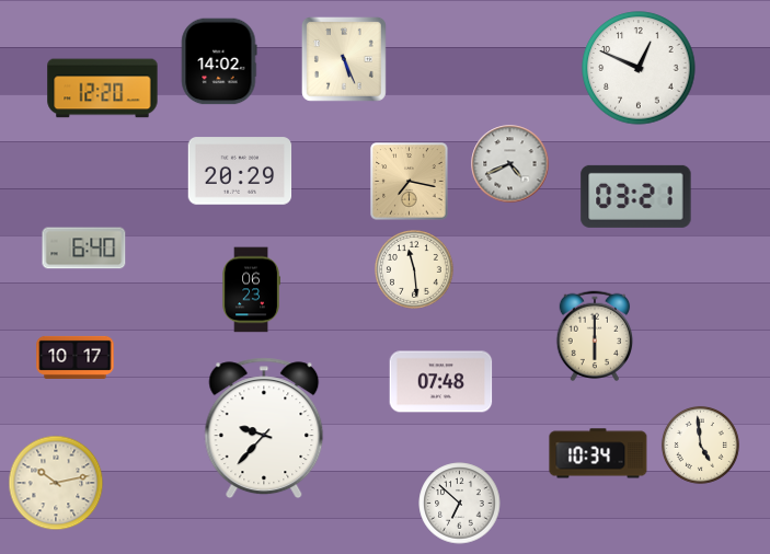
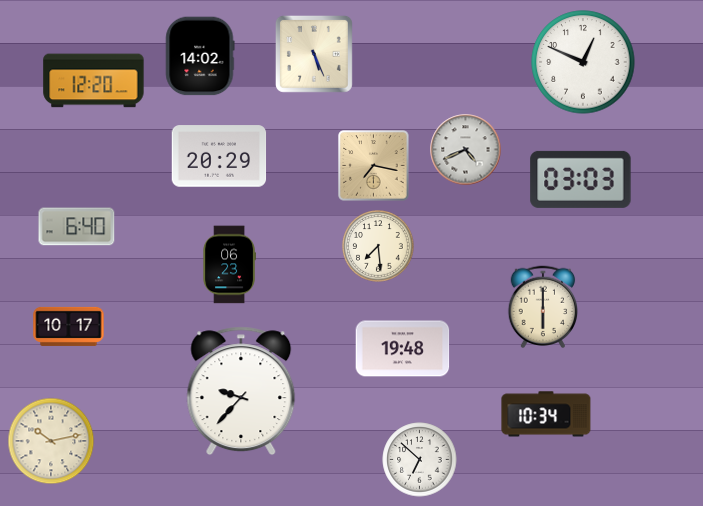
clock at (636, 196): 03:21 -> 03:03
clock at (415, 270): 11:29 -> 7:29
clock at (441, 382): 07:48 -> 19:48
clock at (700, 445): 4:59 -> none
